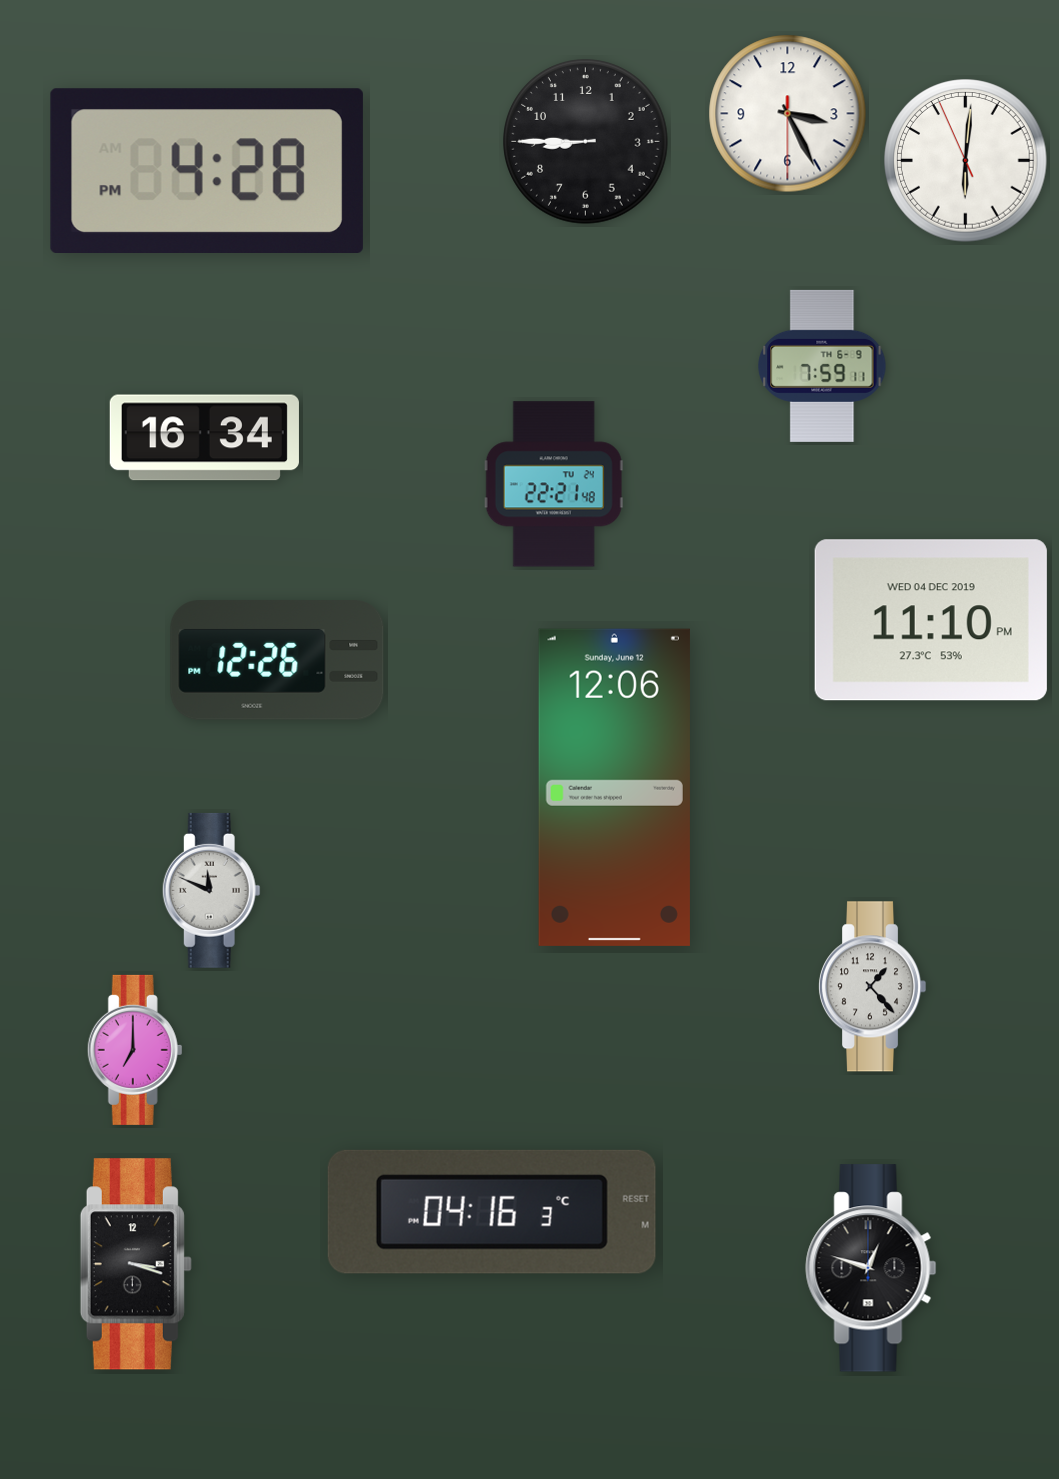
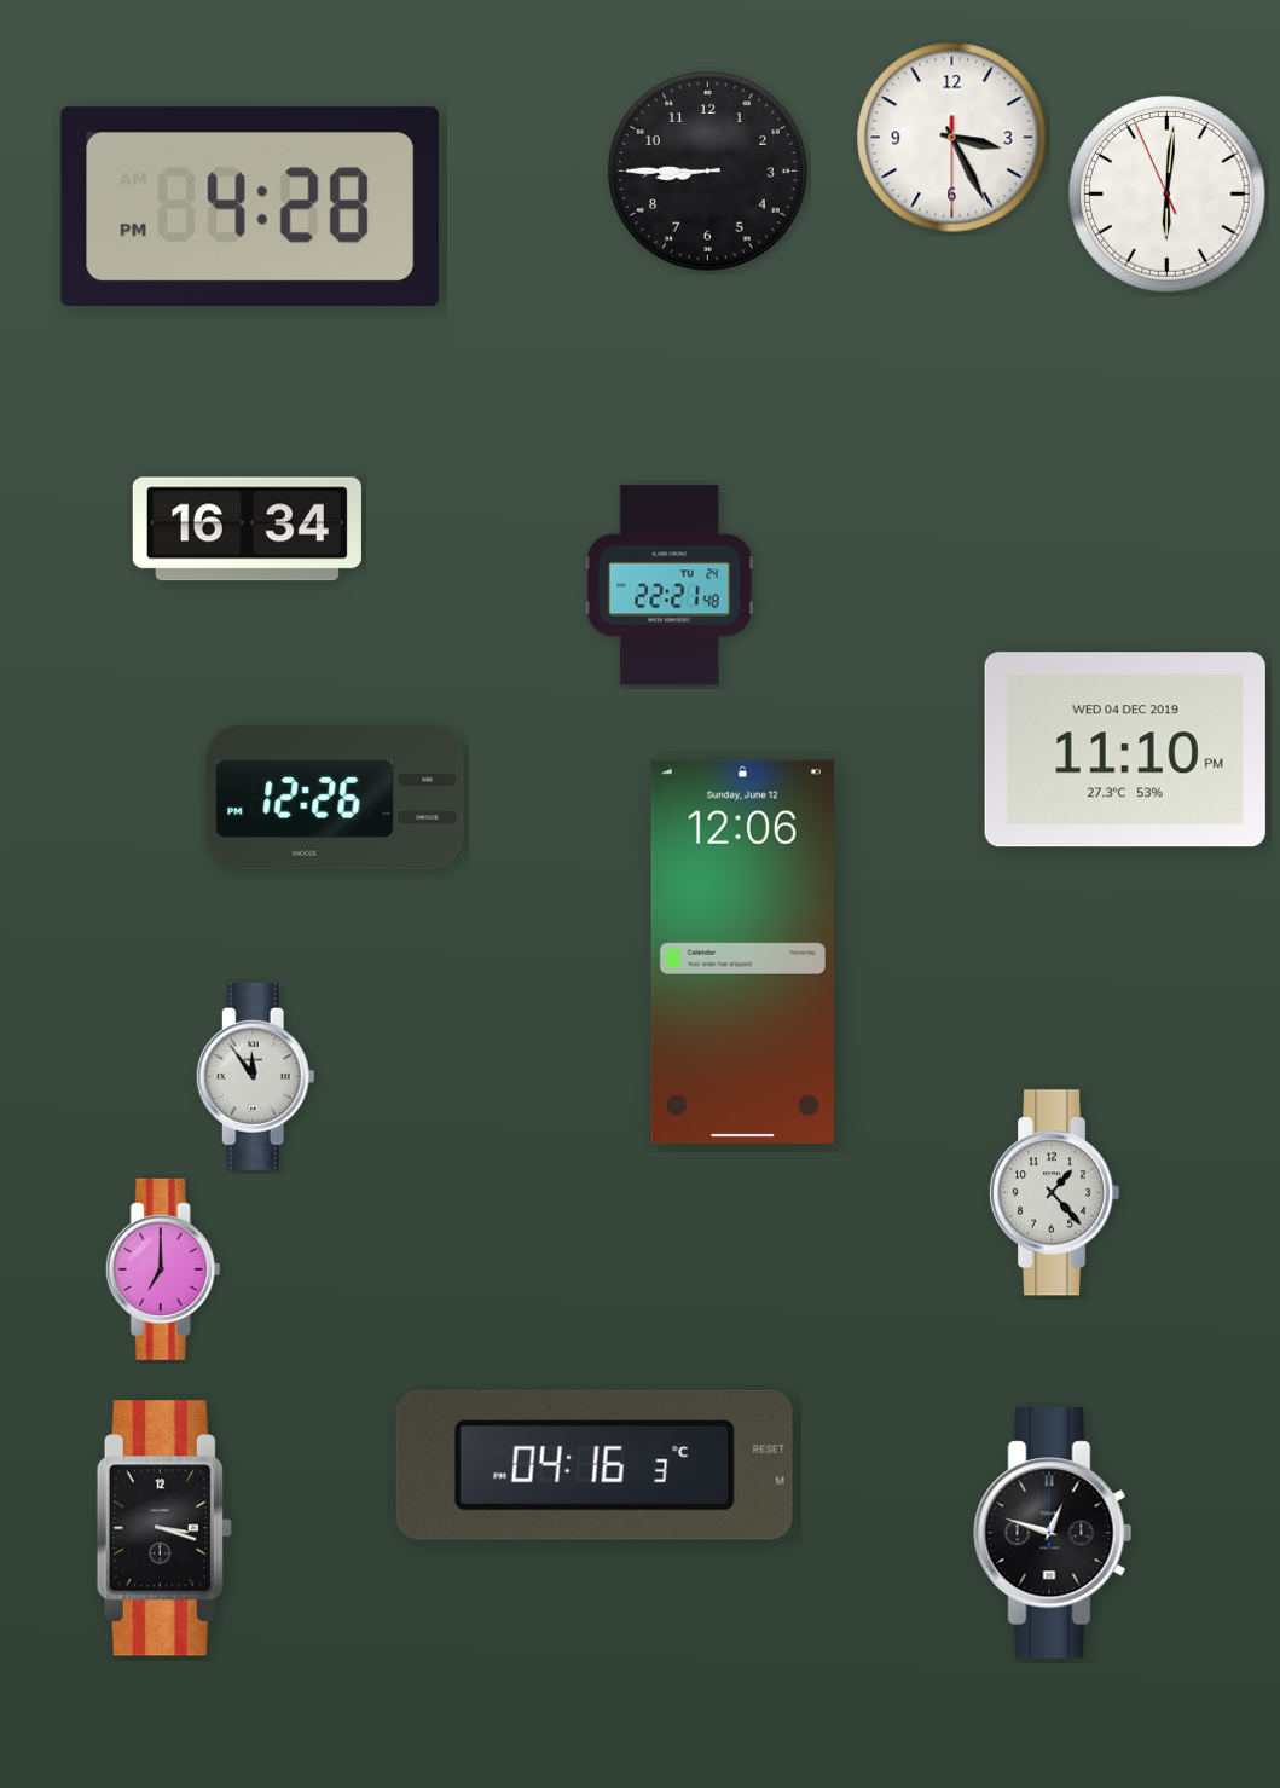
clock at (822, 366): 7:59 -> none
clock at (211, 890): 11:49 -> 11:54
